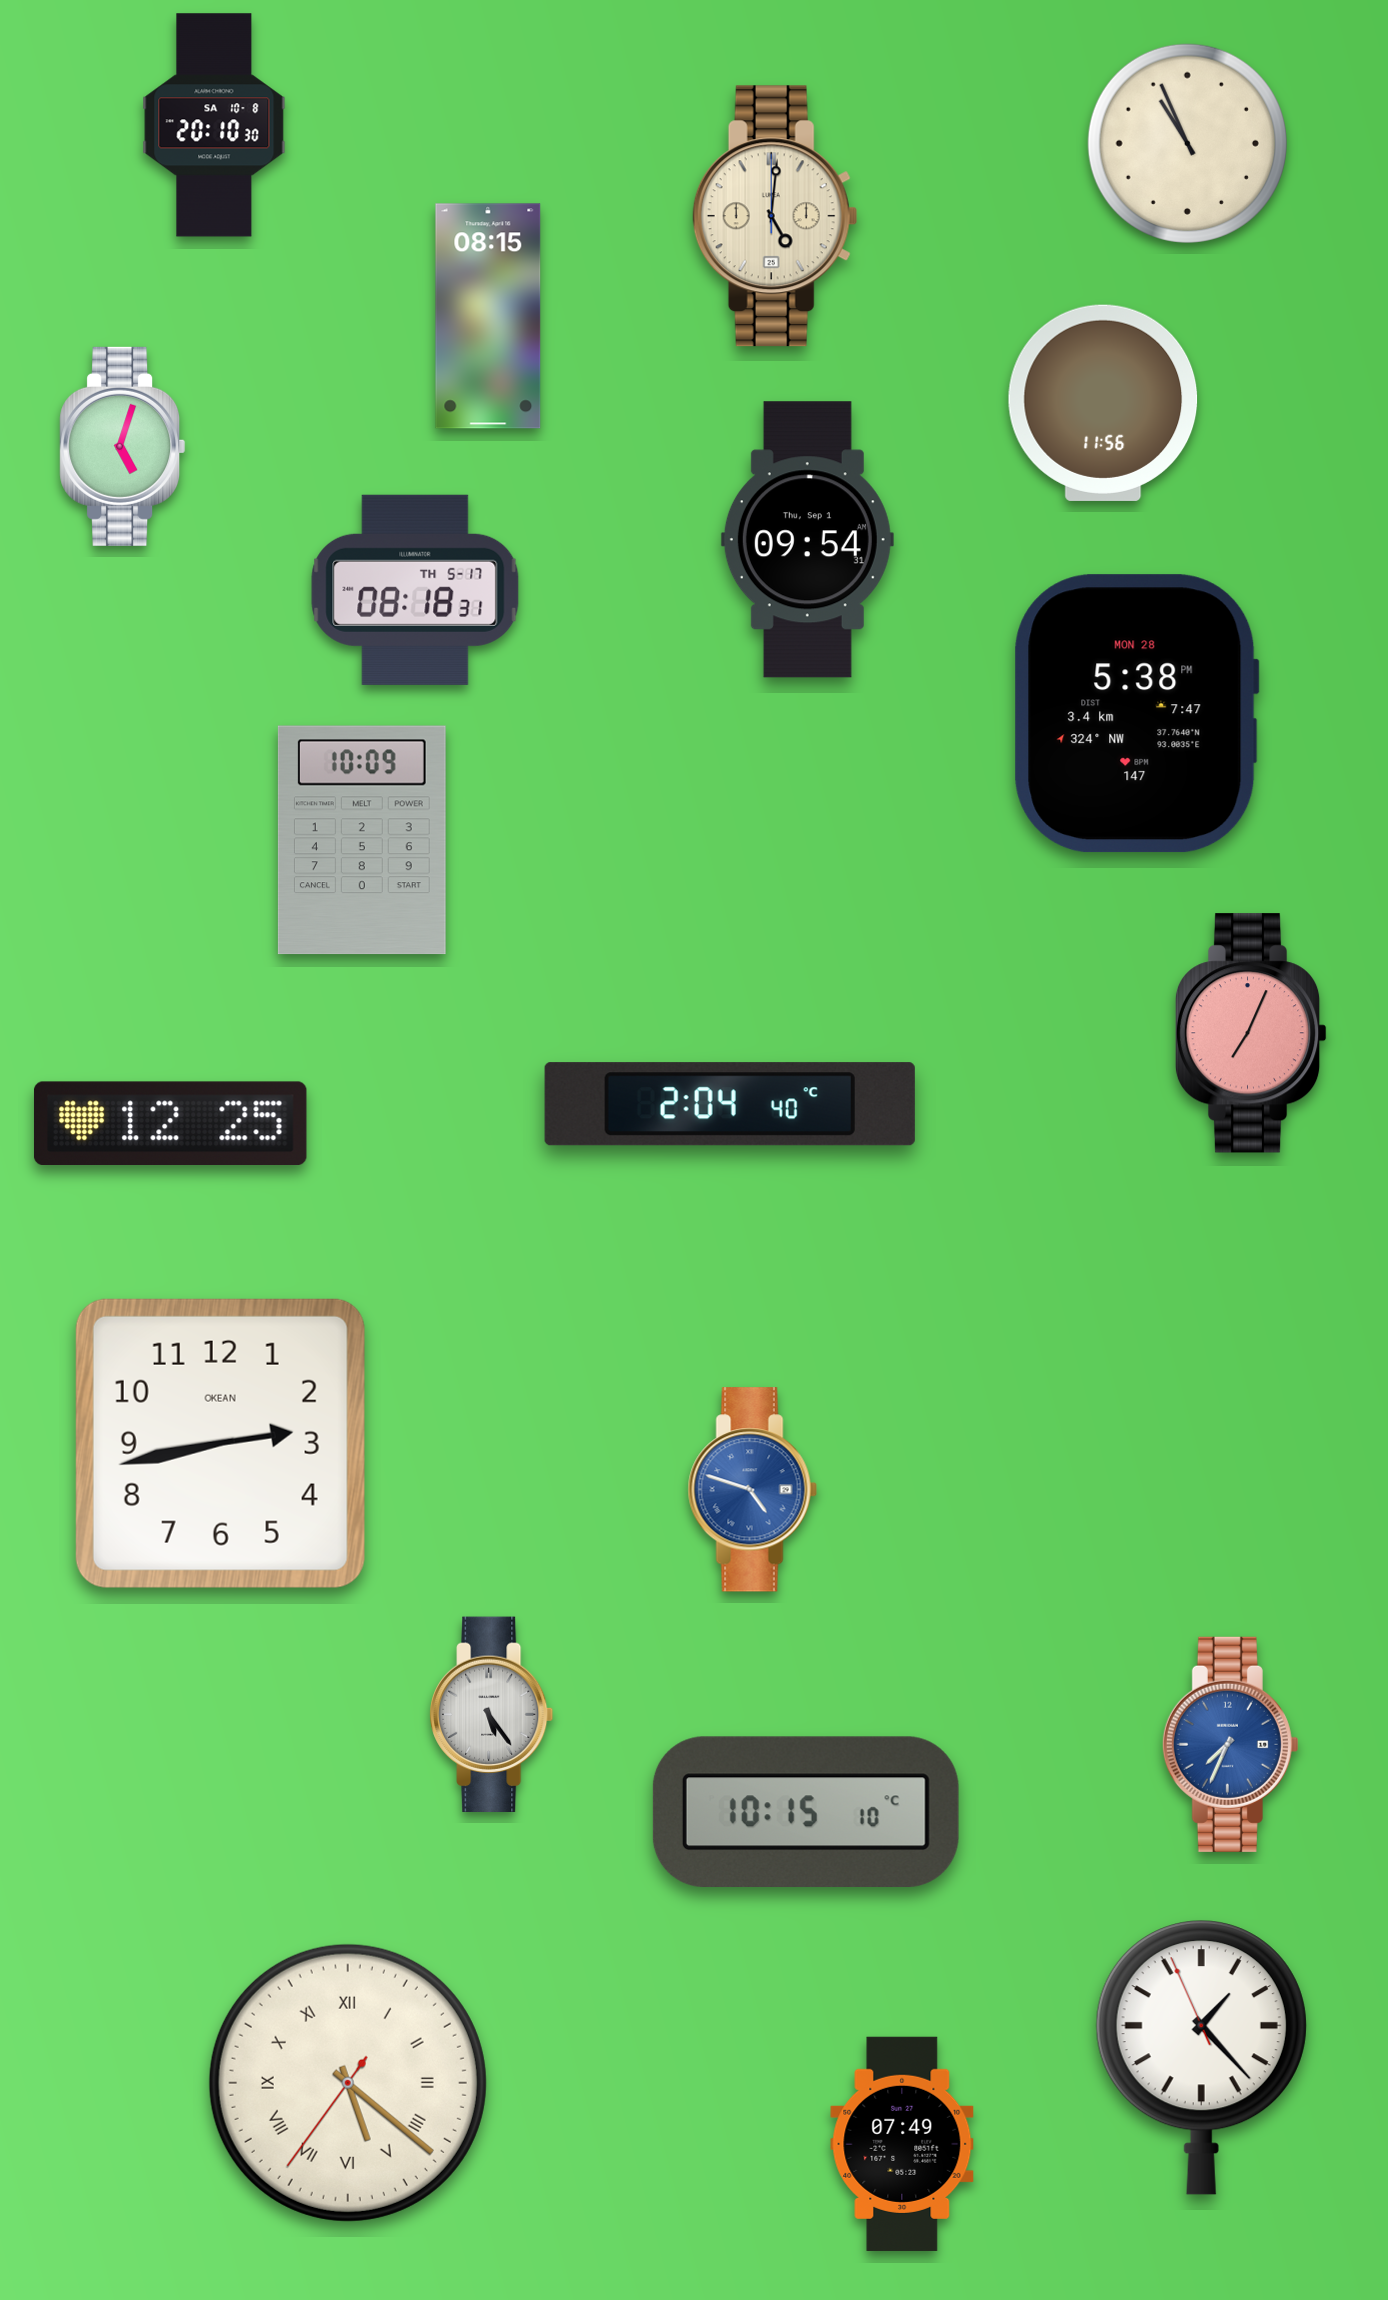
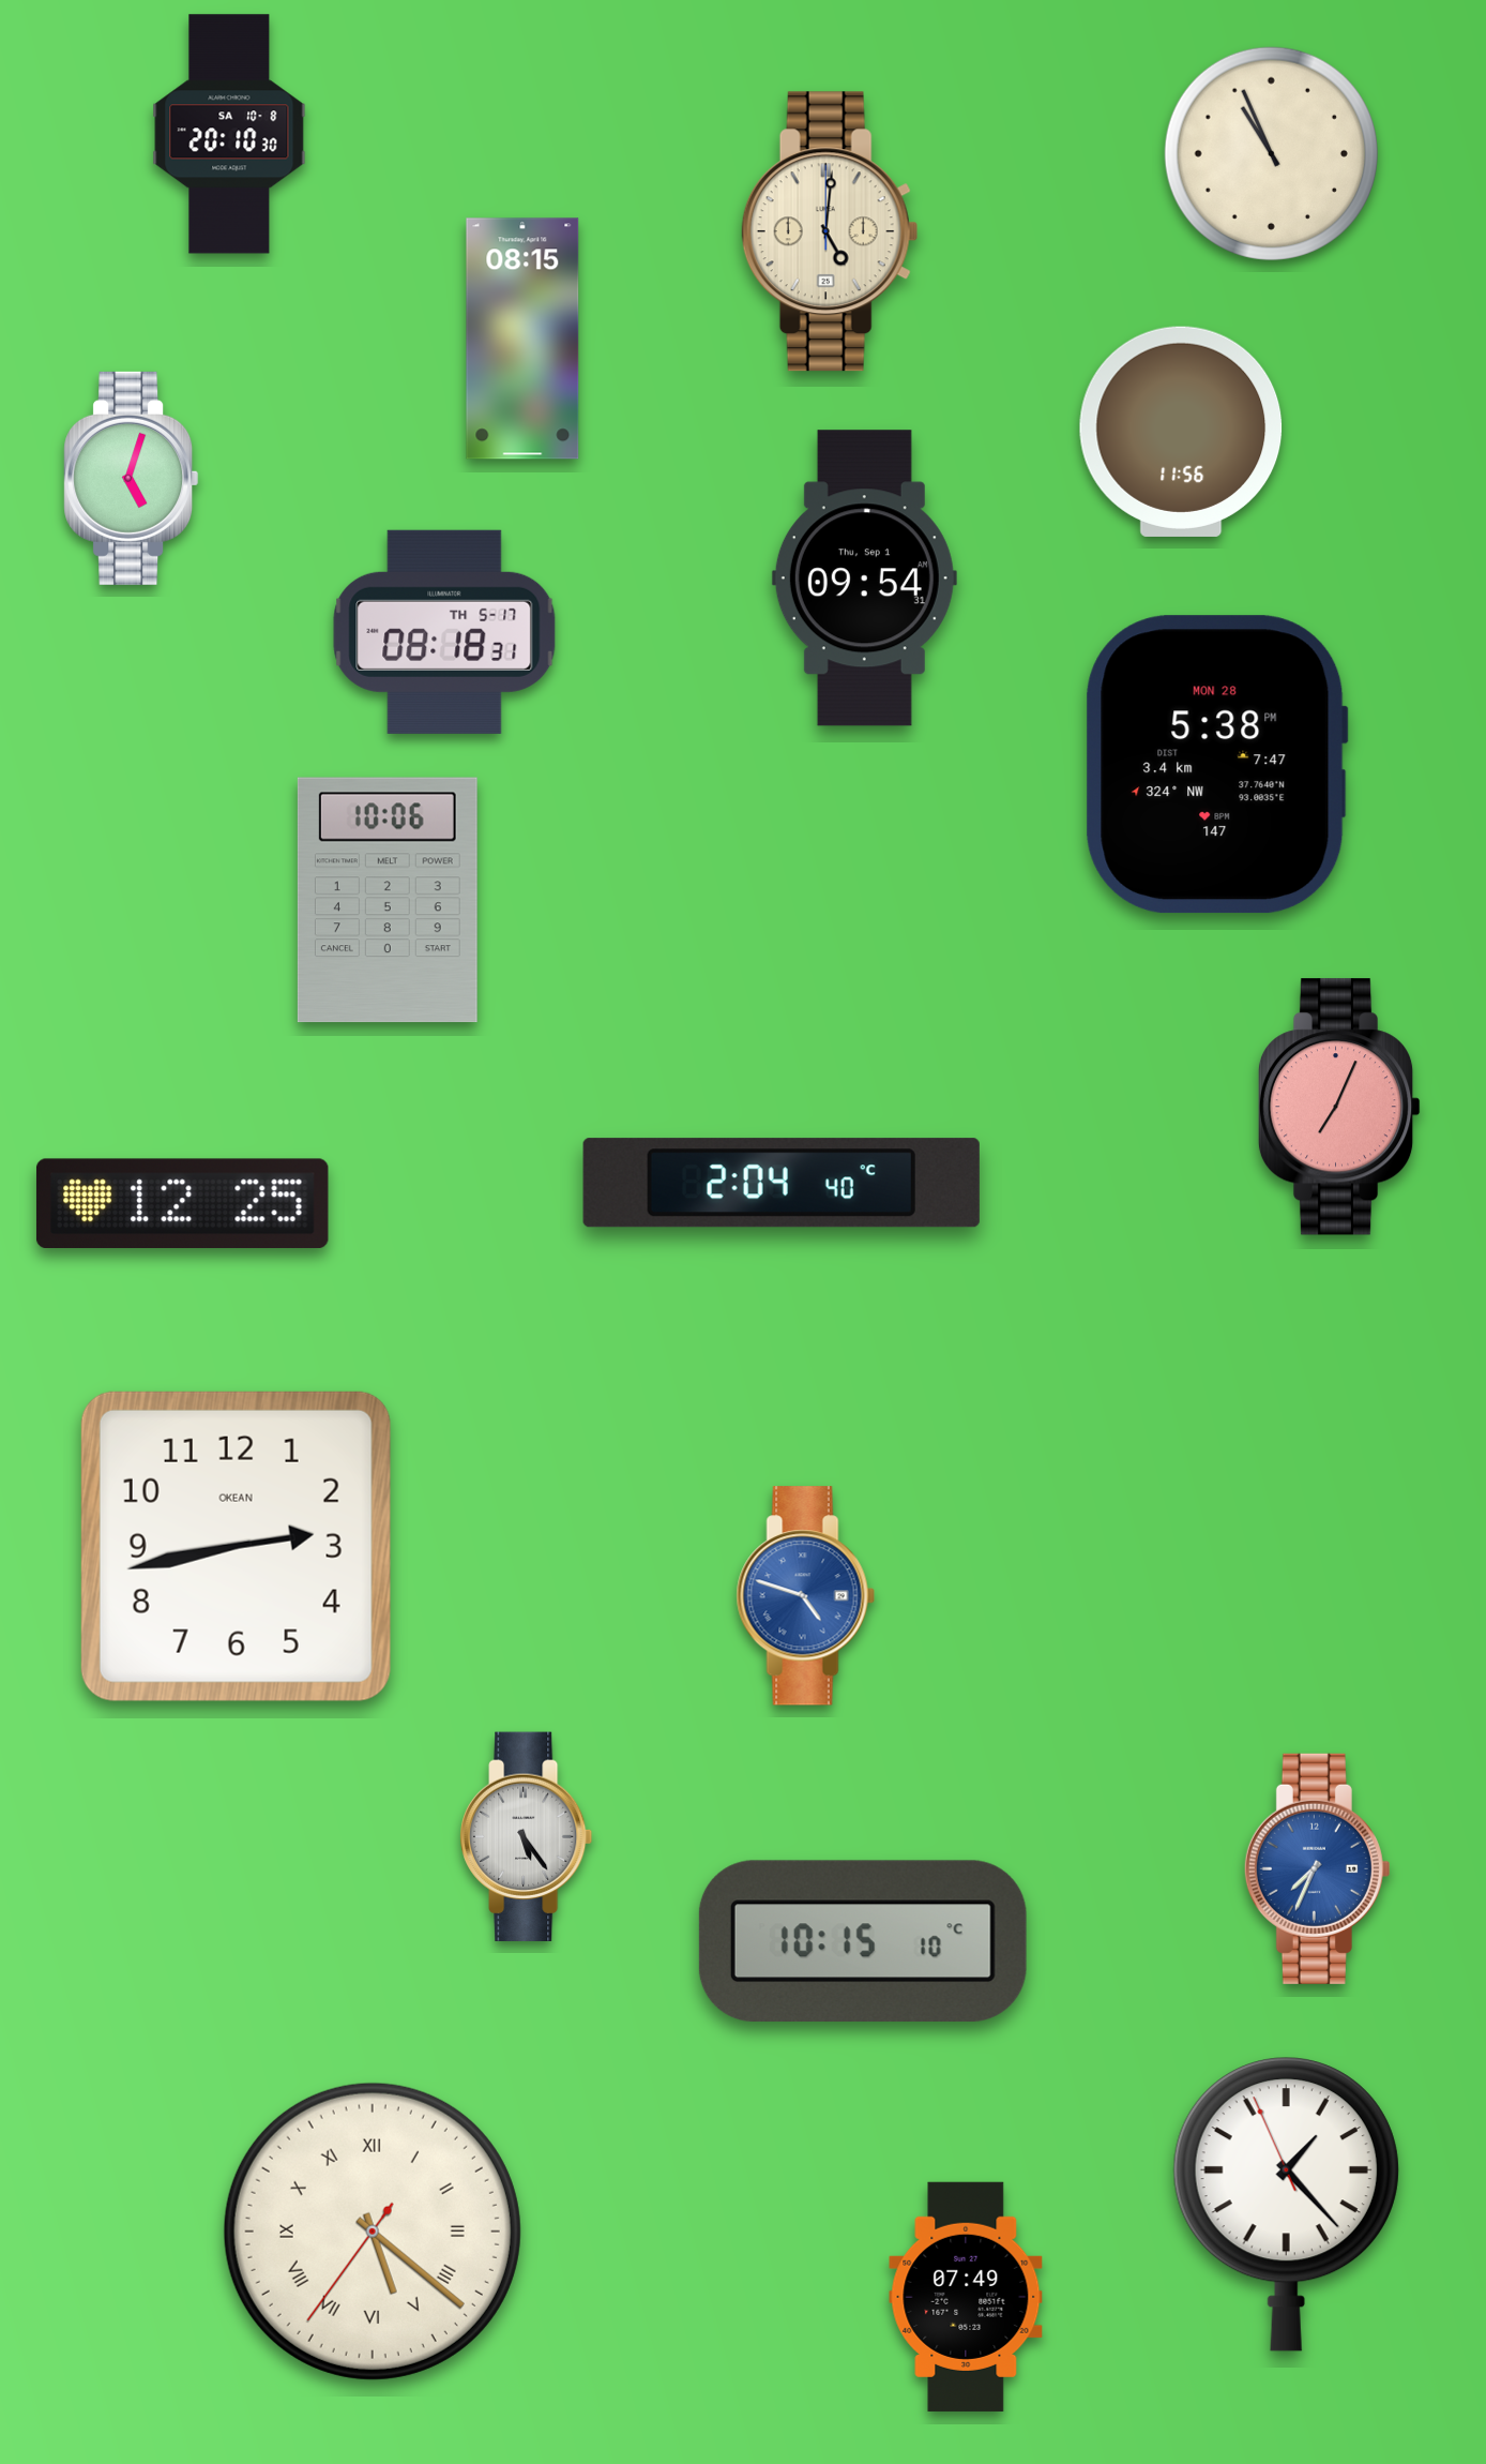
clock at (362, 840): 10:09 -> 10:06
